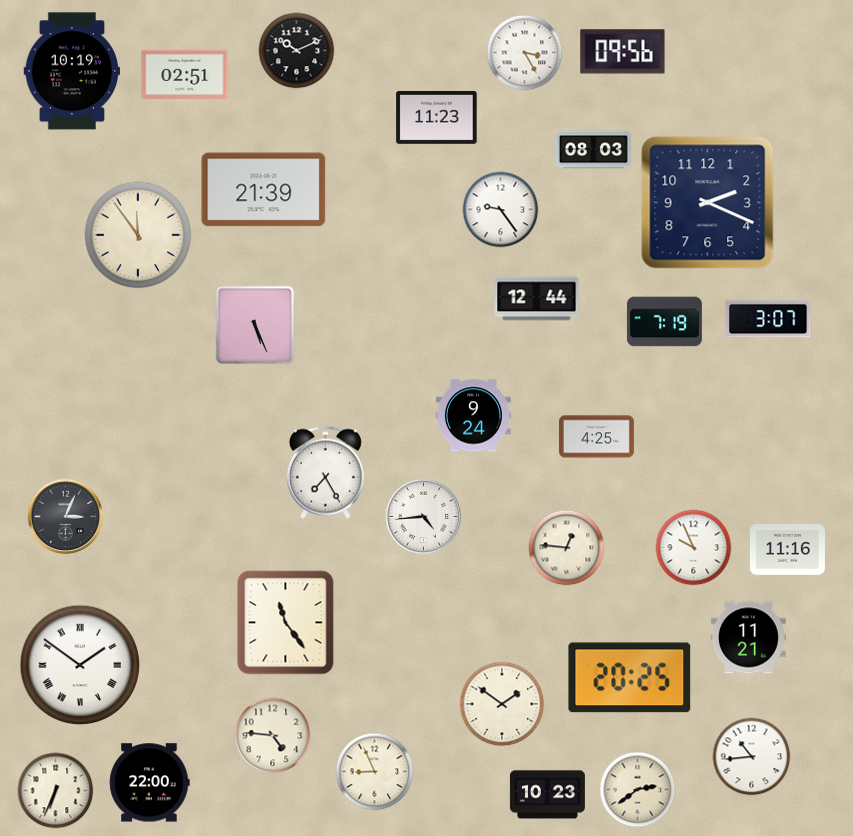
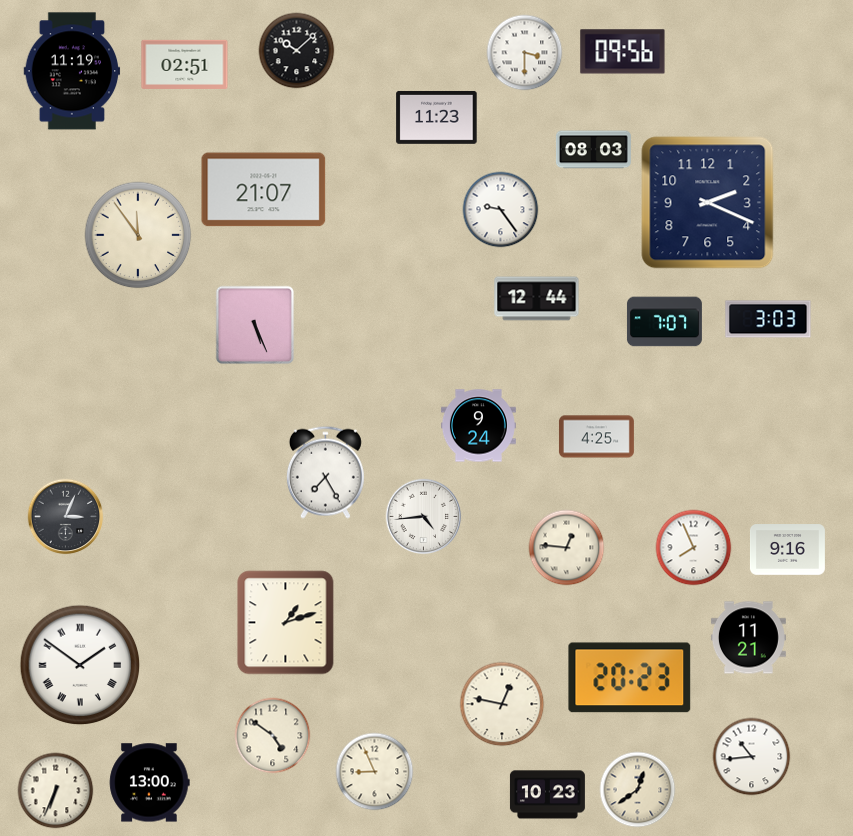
clock at (297, 51): 10:11 -> 10:08
clock at (525, 53): 3:25 -> 3:30
clock at (72, 71): 10:19 -> 11:19
clock at (185, 74) position: (185, 74) -> (185, 64)
clock at (264, 190): 21:39 -> 21:07
clock at (768, 319): 3:07 -> 3:03
clock at (664, 322): 7:19 -> 7:07
clock at (473, 416) position: (473, 416) -> (478, 426)
clock at (694, 548): 9:56 -> 7:56
clock at (787, 550): 11:16 -> 9:16
clock at (286, 623): 11:24 -> 1:12
clock at (630, 678): 20:25 -> 20:23
clock at (502, 704): 1:51 -> 12:47
clock at (273, 736): 4:46 -> 4:51
clock at (150, 783): 22:00 -> 13:00
clock at (638, 790): 2:39 -> 12:39
